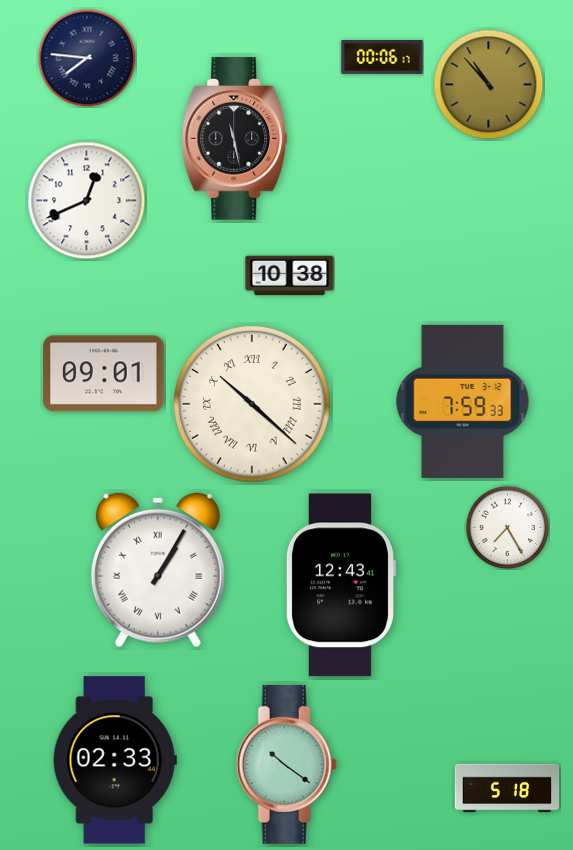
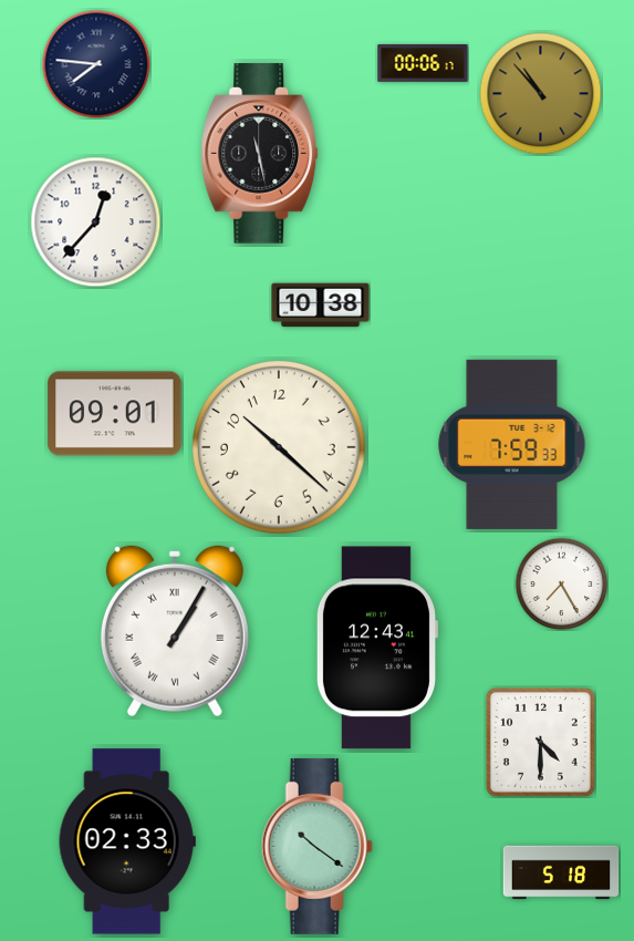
clock at (87, 201): 12:41 -> 12:37
clock at (253, 405) numerals: Roman -> Arabic
clock at (540, 742): none -> 4:30
